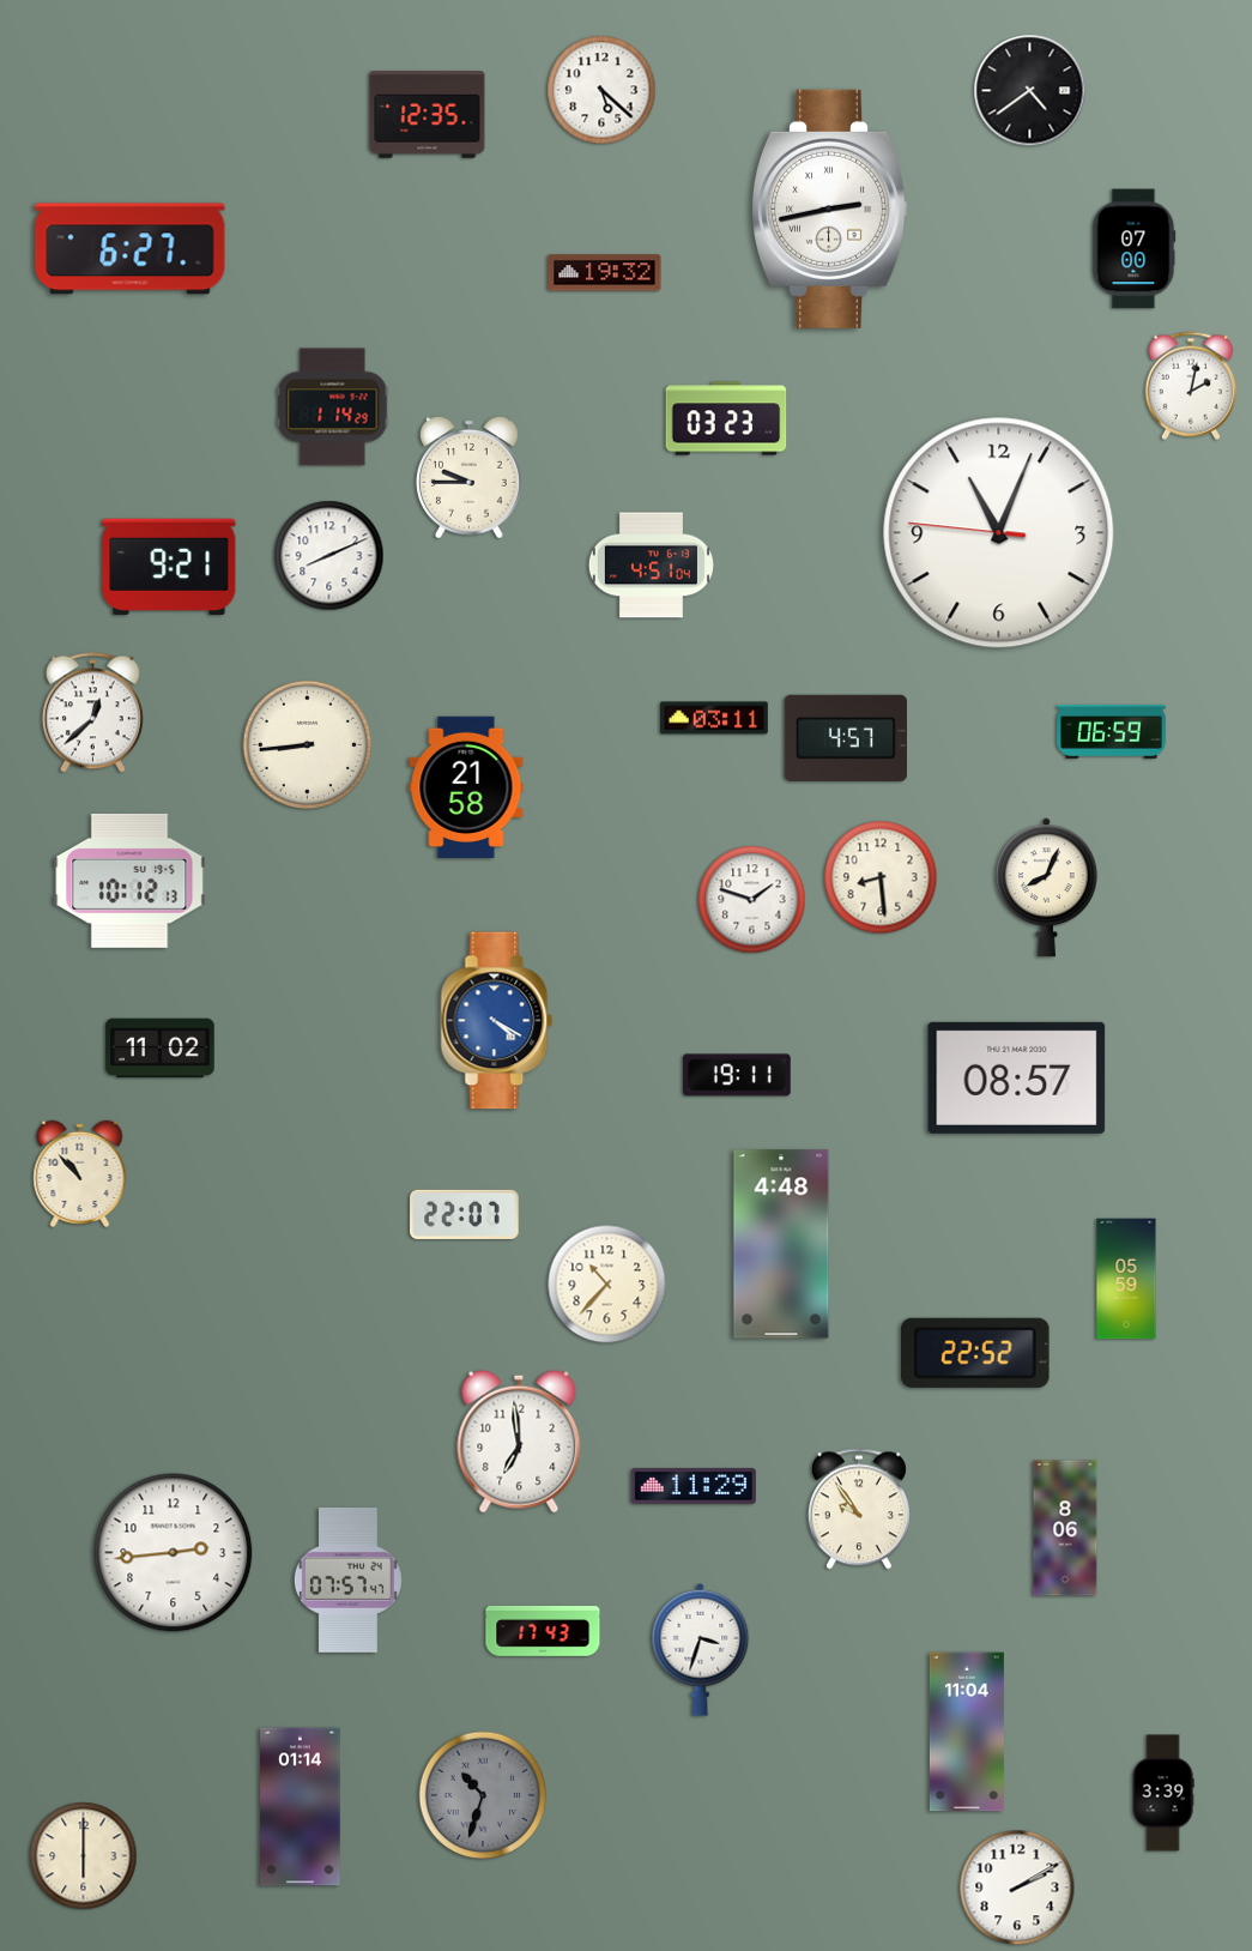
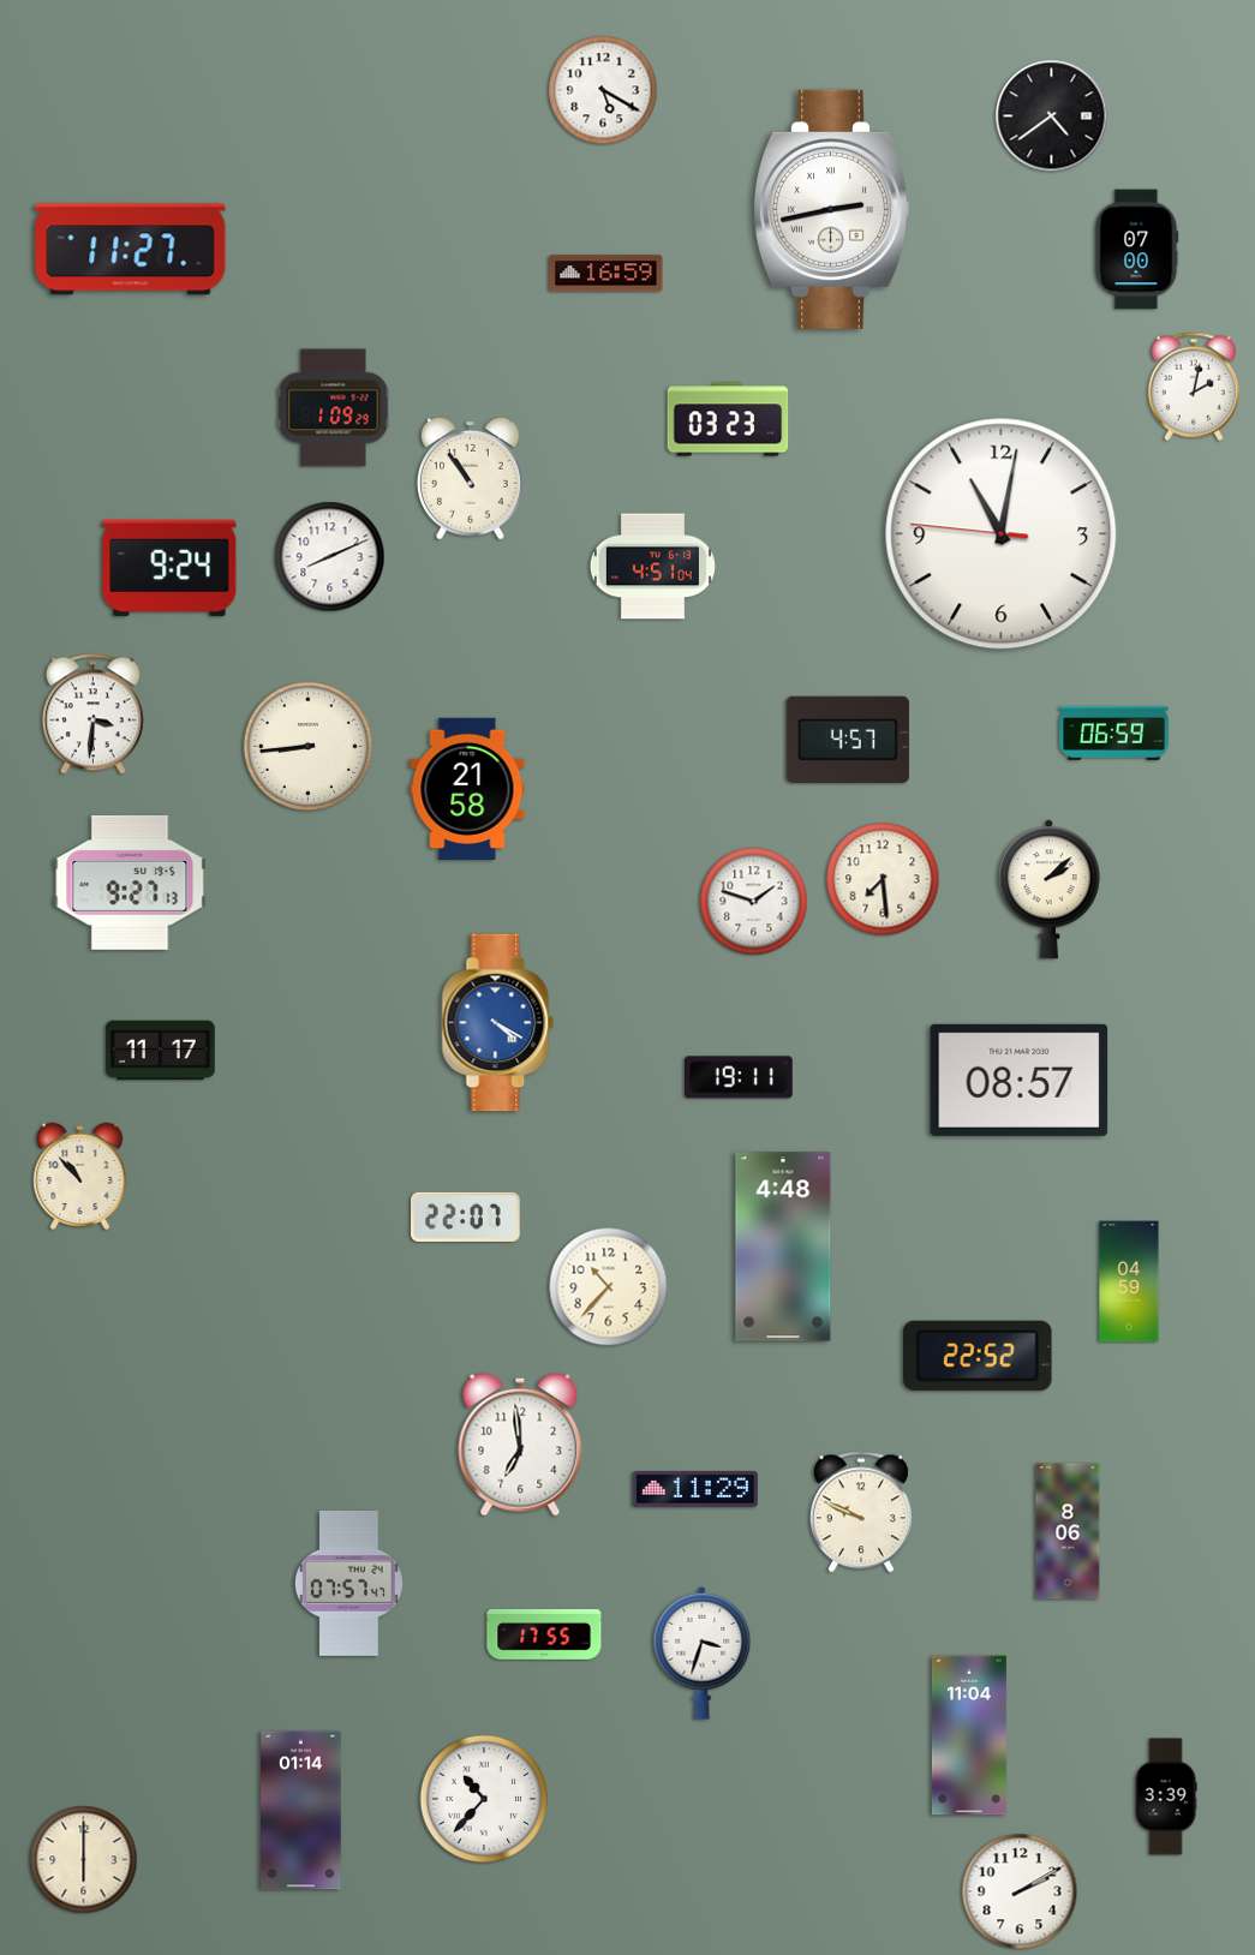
clock at (601, 90): 5:22 -> 5:20
clock at (1030, 91) position: (1030, 91) -> (1052, 116)
clock at (428, 115): 12:35 -> none
clock at (131, 249): 6:27 -> 11:27
clock at (605, 273): 19:32 -> 16:59
clock at (333, 407): 1:14 -> 1:09
clock at (468, 477): 9:45 -> 10:54
clock at (999, 533): 11:03 -> 11:01
clock at (169, 566): 9:21 -> 9:24
clock at (92, 713): 12:38 -> 3:31
clock at (714, 718): 03:11 -> none
clock at (881, 877): 8:29 -> 7:29
clock at (129, 881): 10:12 -> 9:27
clock at (1046, 888): 8:04 -> 2:08
clock at (161, 1049): 11:02 -> 11:17
clock at (1126, 1279): 05:59 -> 04:59
clock at (859, 1509): 9:54 -> 9:49
clock at (174, 1553): 2:44 -> none
clock at (543, 1631): 17:43 -> 17:55
clock at (483, 1795): 10:33 -> 10:37
clock at (483, 1795) dial: grey -> white
